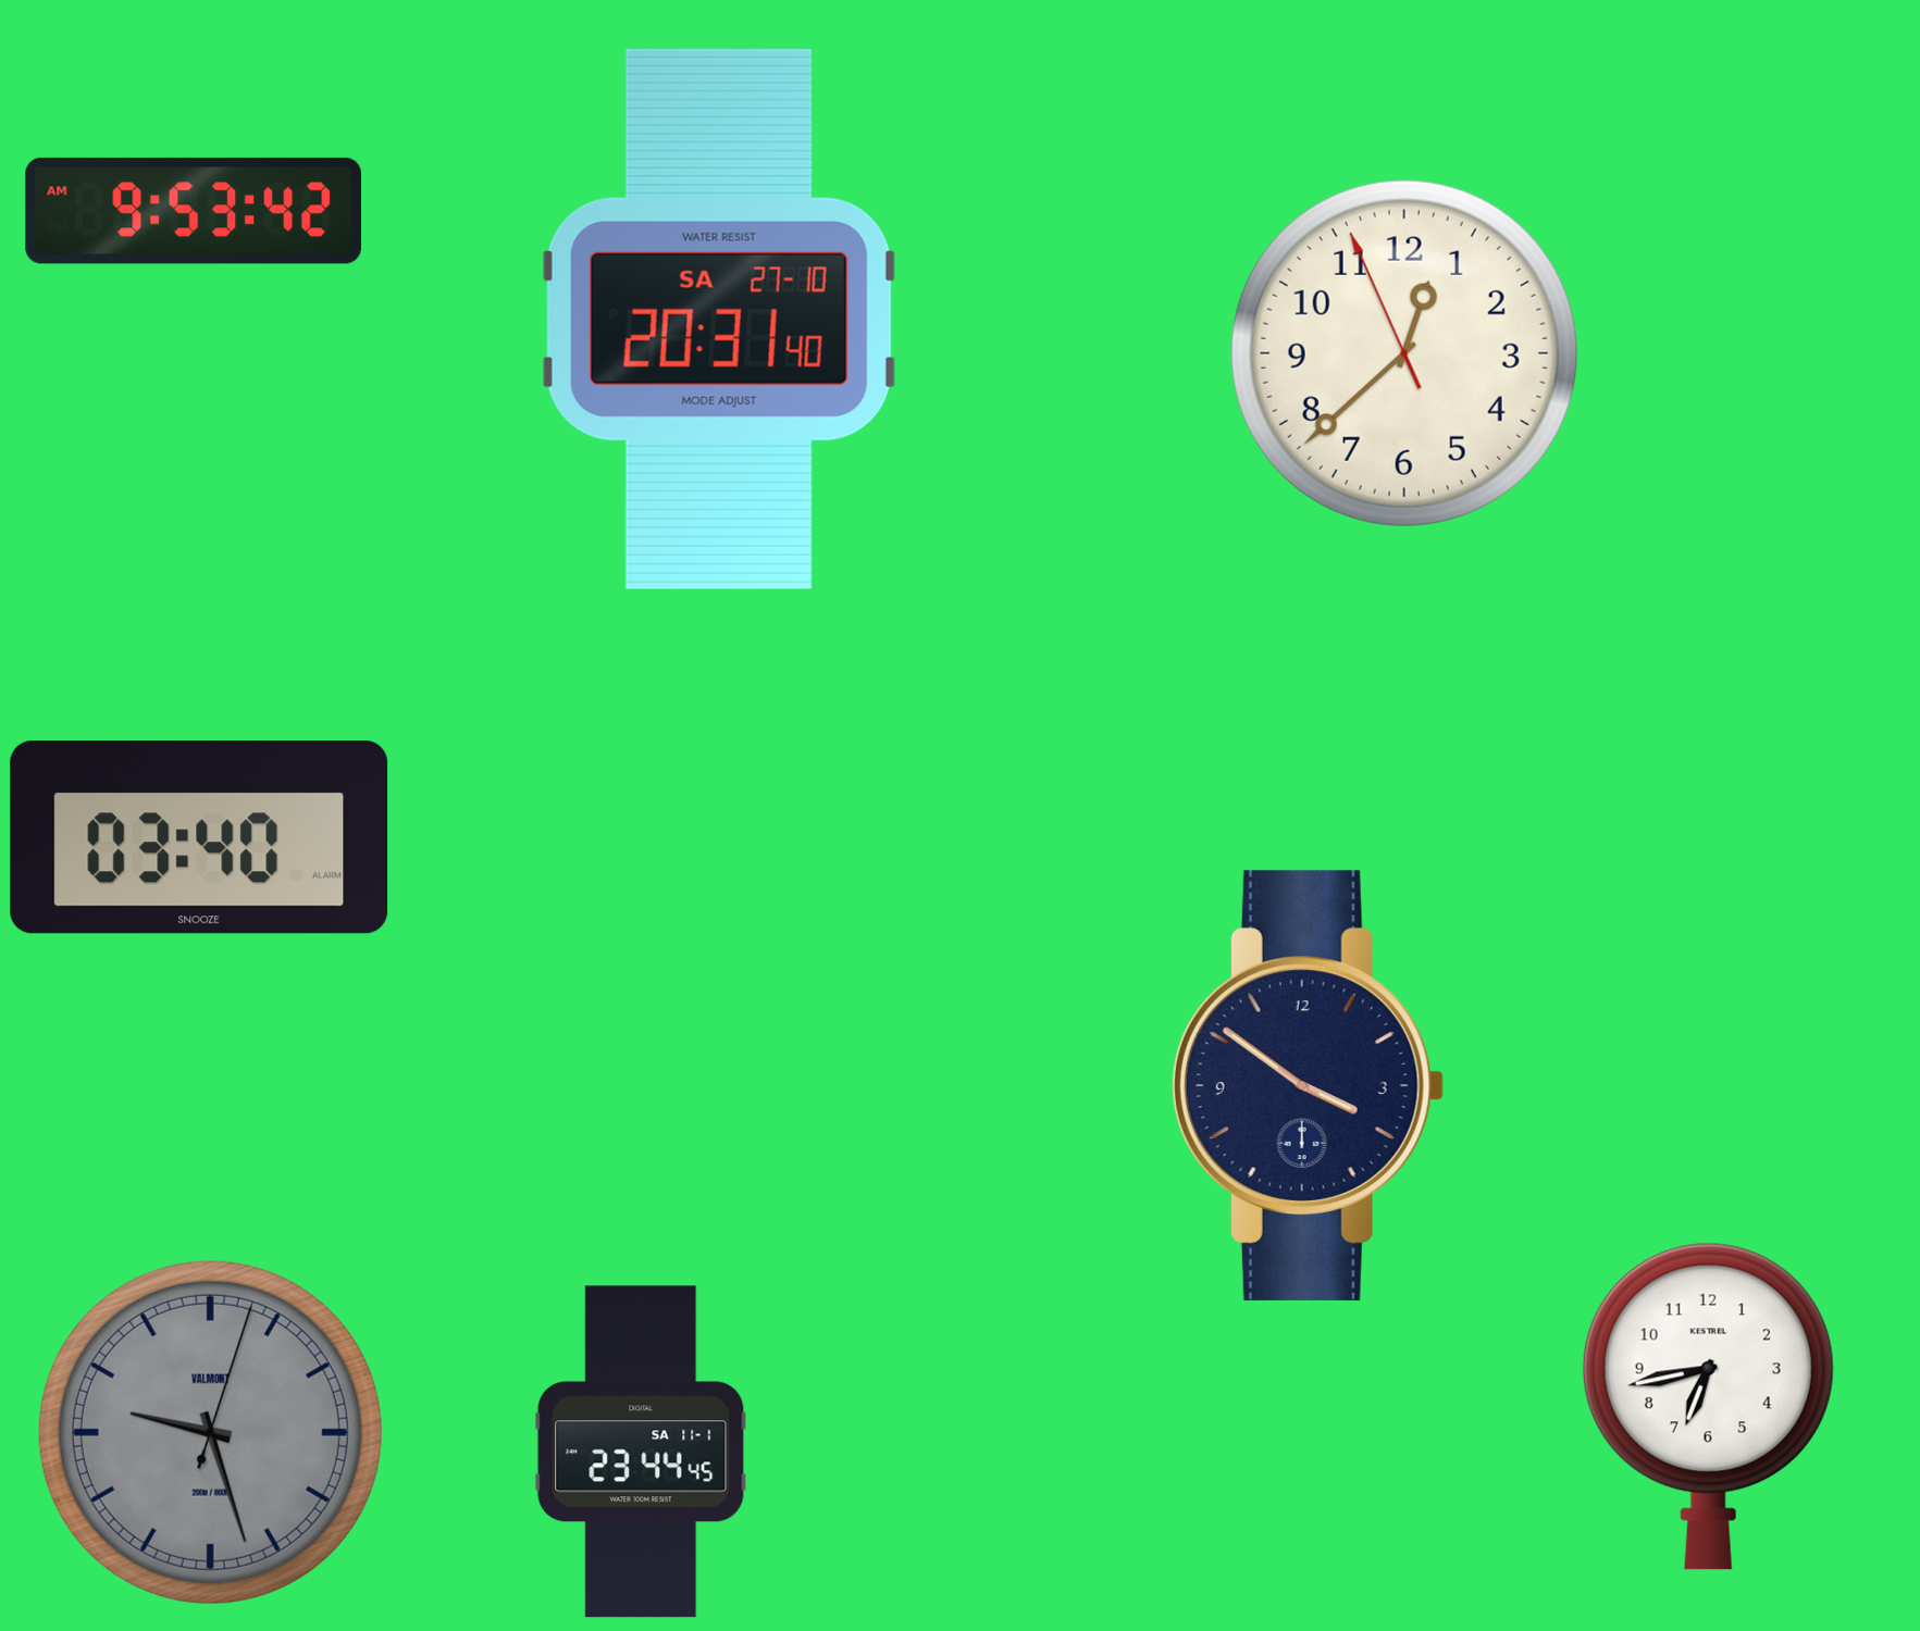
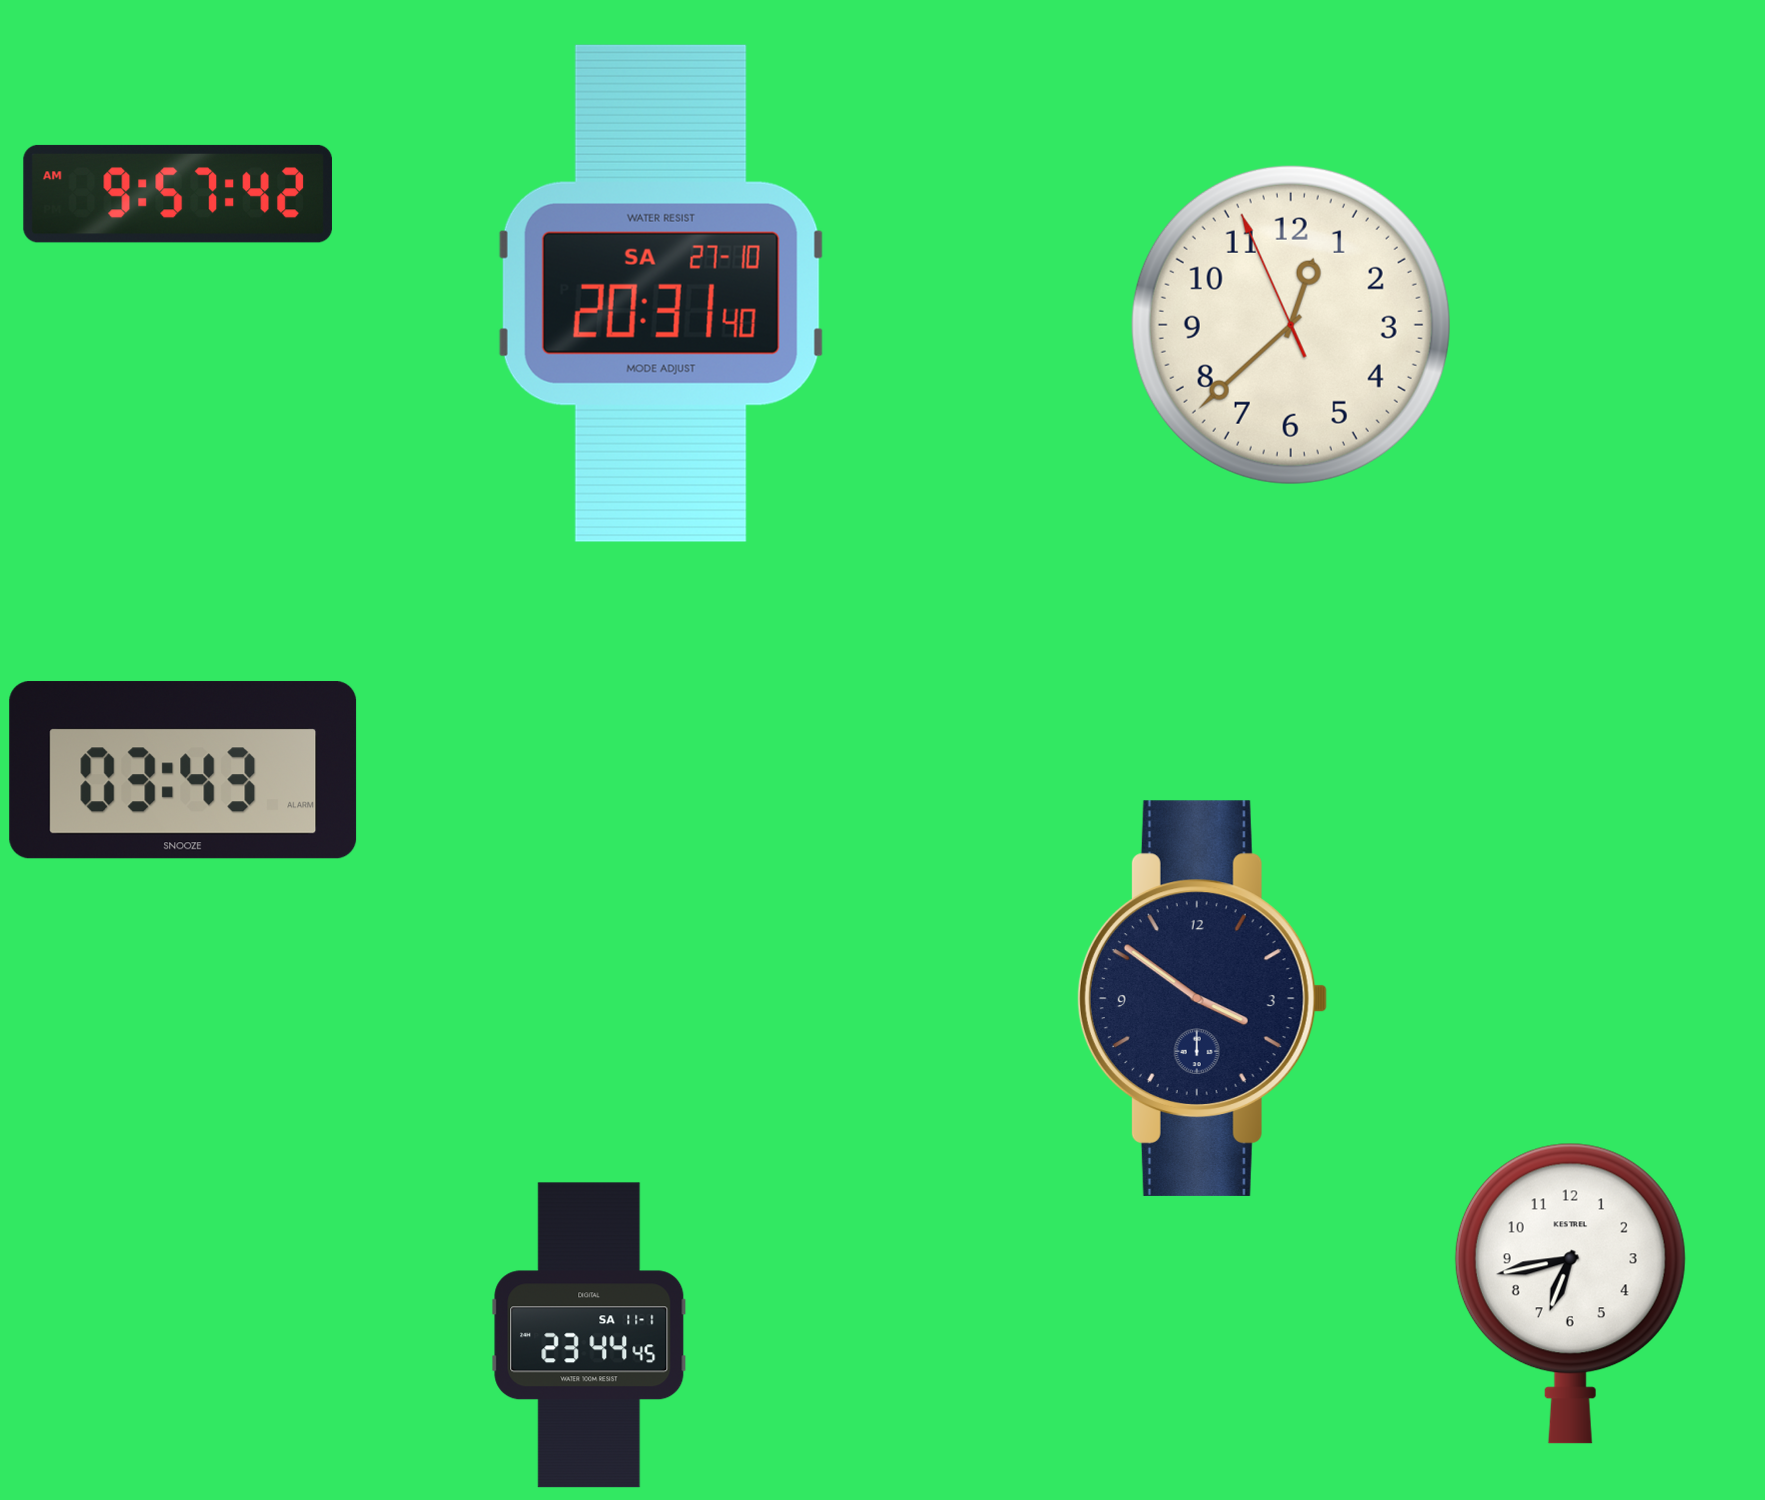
clock at (194, 211): 9:53 -> 9:57
clock at (199, 837): 03:40 -> 03:43
clock at (210, 1432): 9:27 -> none
